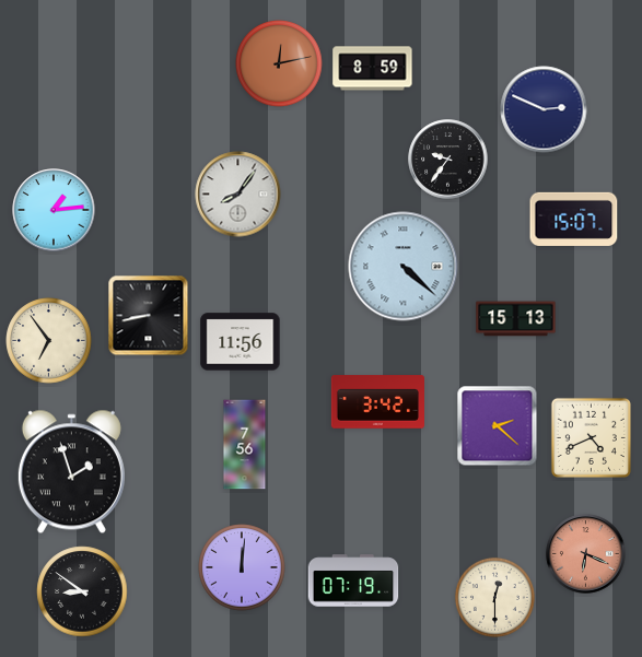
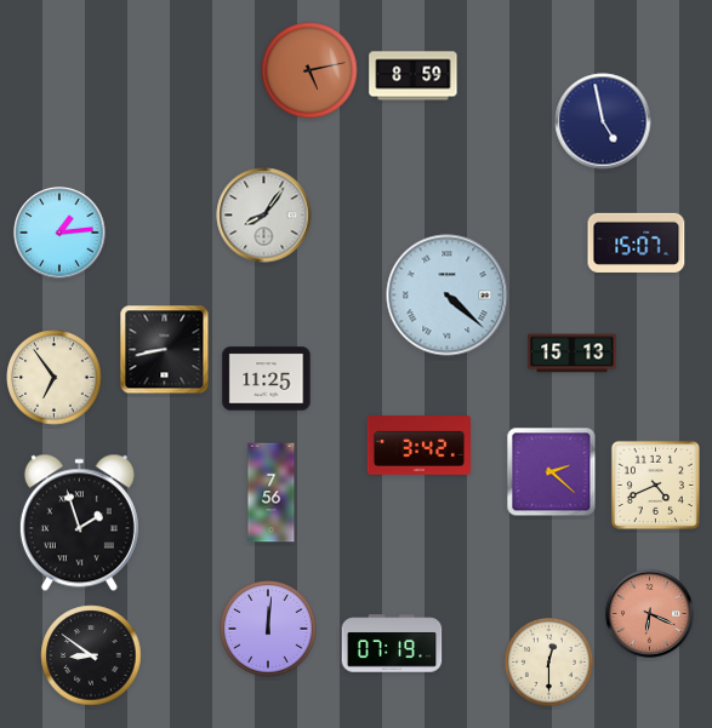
clock at (279, 63): 12:13 -> 5:13
clock at (544, 109): 2:49 -> 4:58
clock at (448, 160): 9:36 -> none
clock at (241, 342): 11:56 -> 11:25
